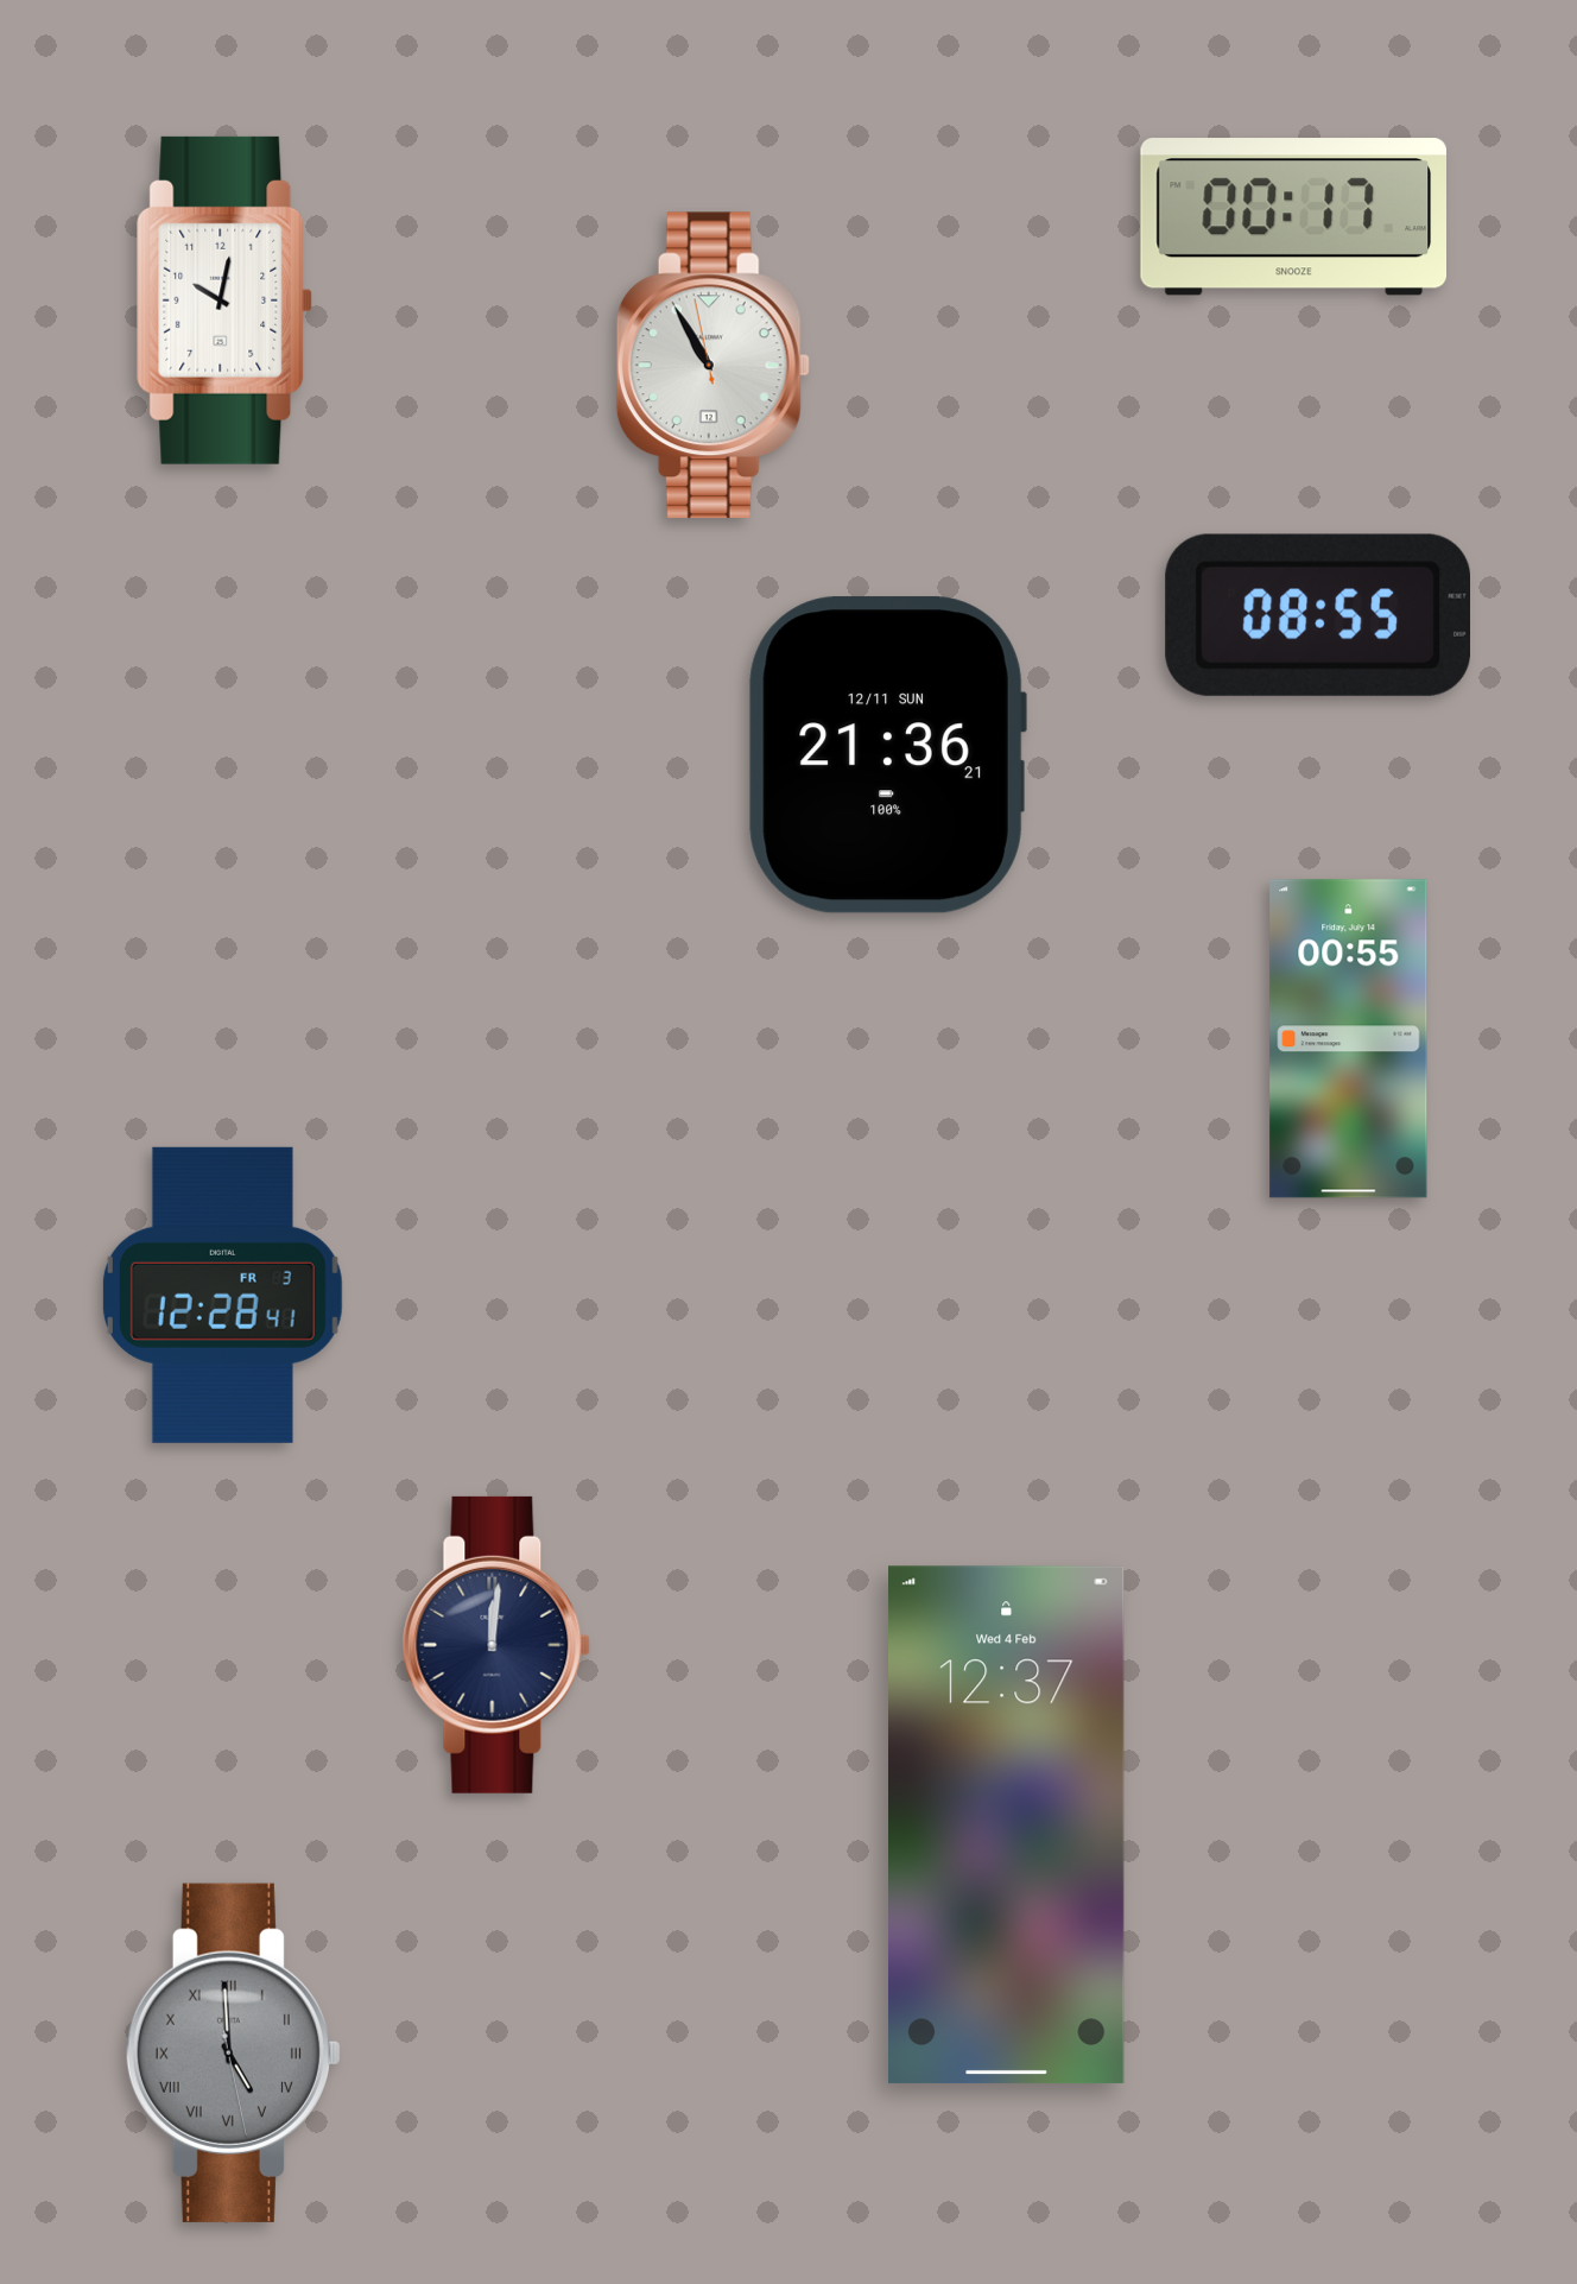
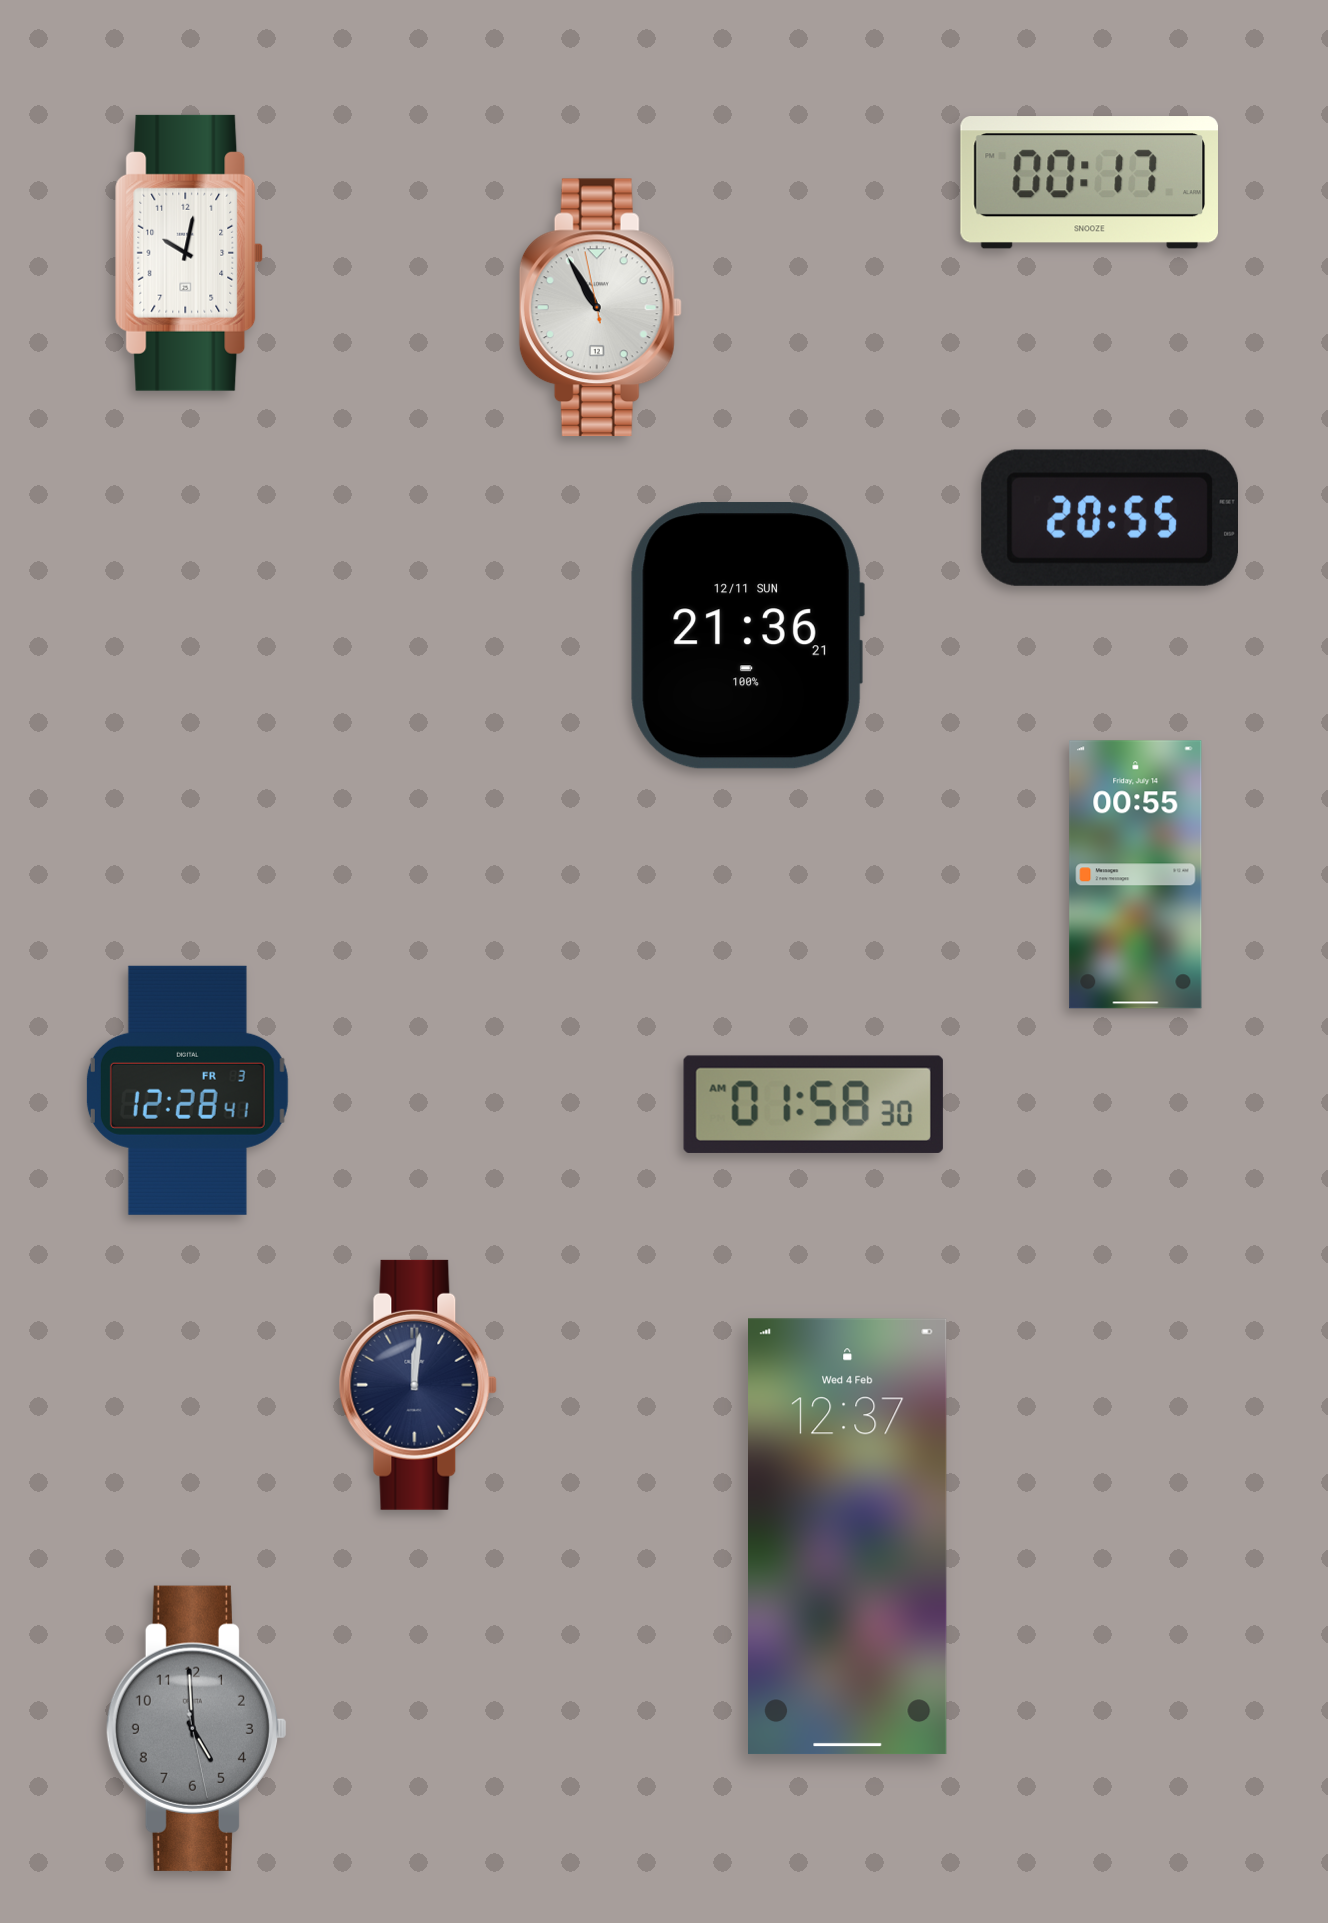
clock at (1318, 615): 08:55 -> 20:55
clock at (813, 1104): none -> 01:58
clock at (233, 2052) numerals: Roman -> Arabic
